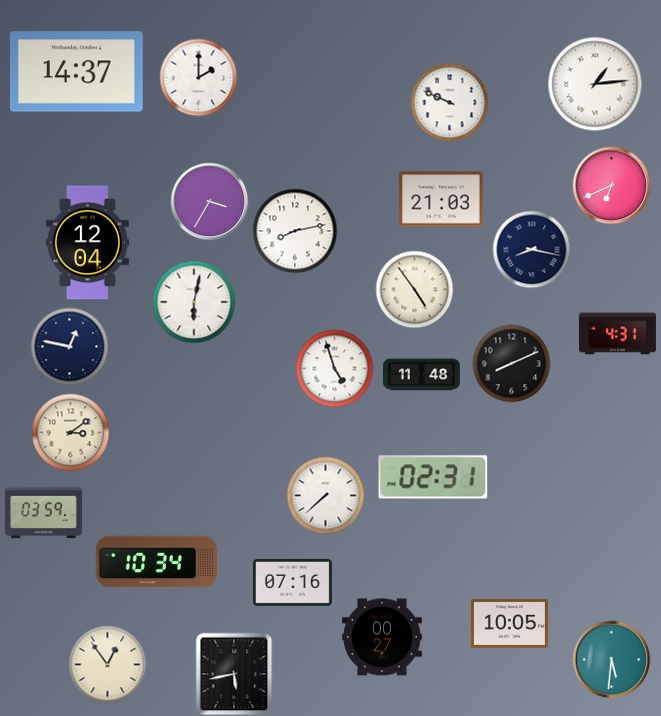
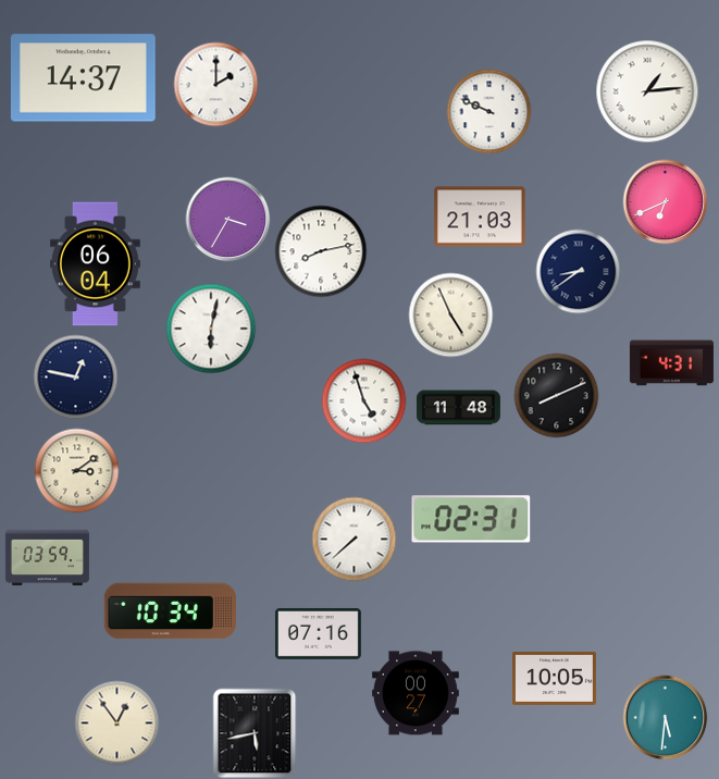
clock at (87, 243): 12:04 -> 06:04
clock at (531, 249): 8:17 -> 8:39
clock at (414, 289): 4:54 -> 4:56
